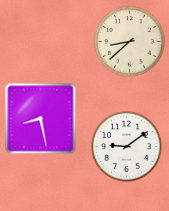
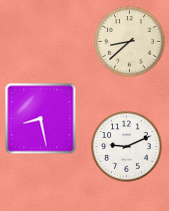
clock at (127, 147): 9:09 -> 9:11
